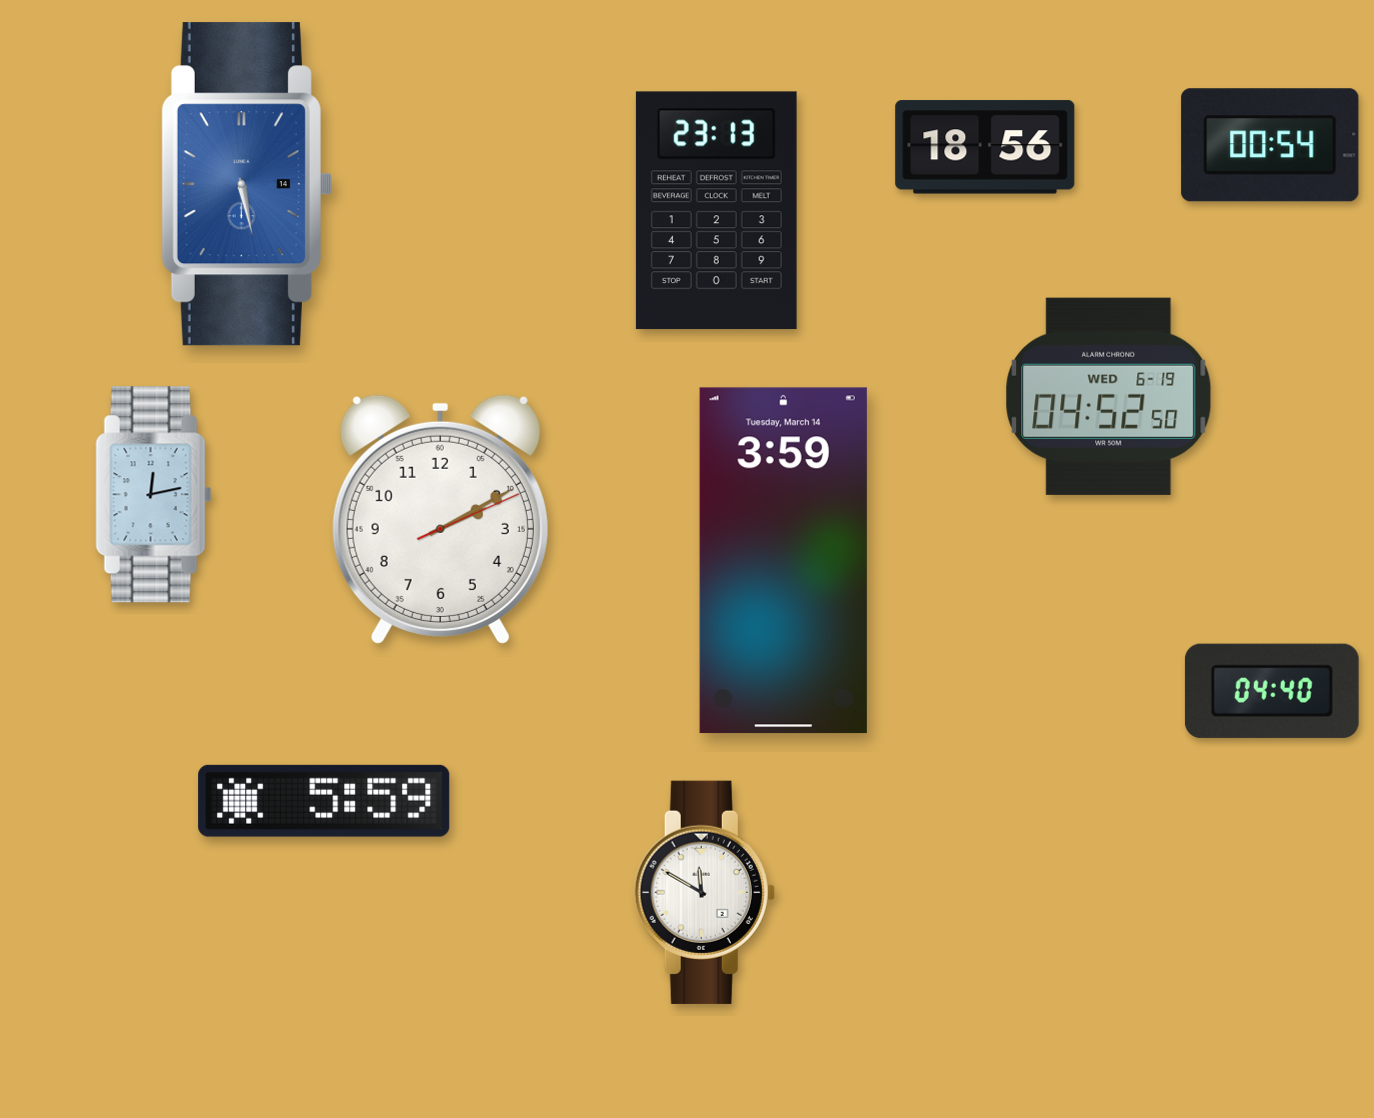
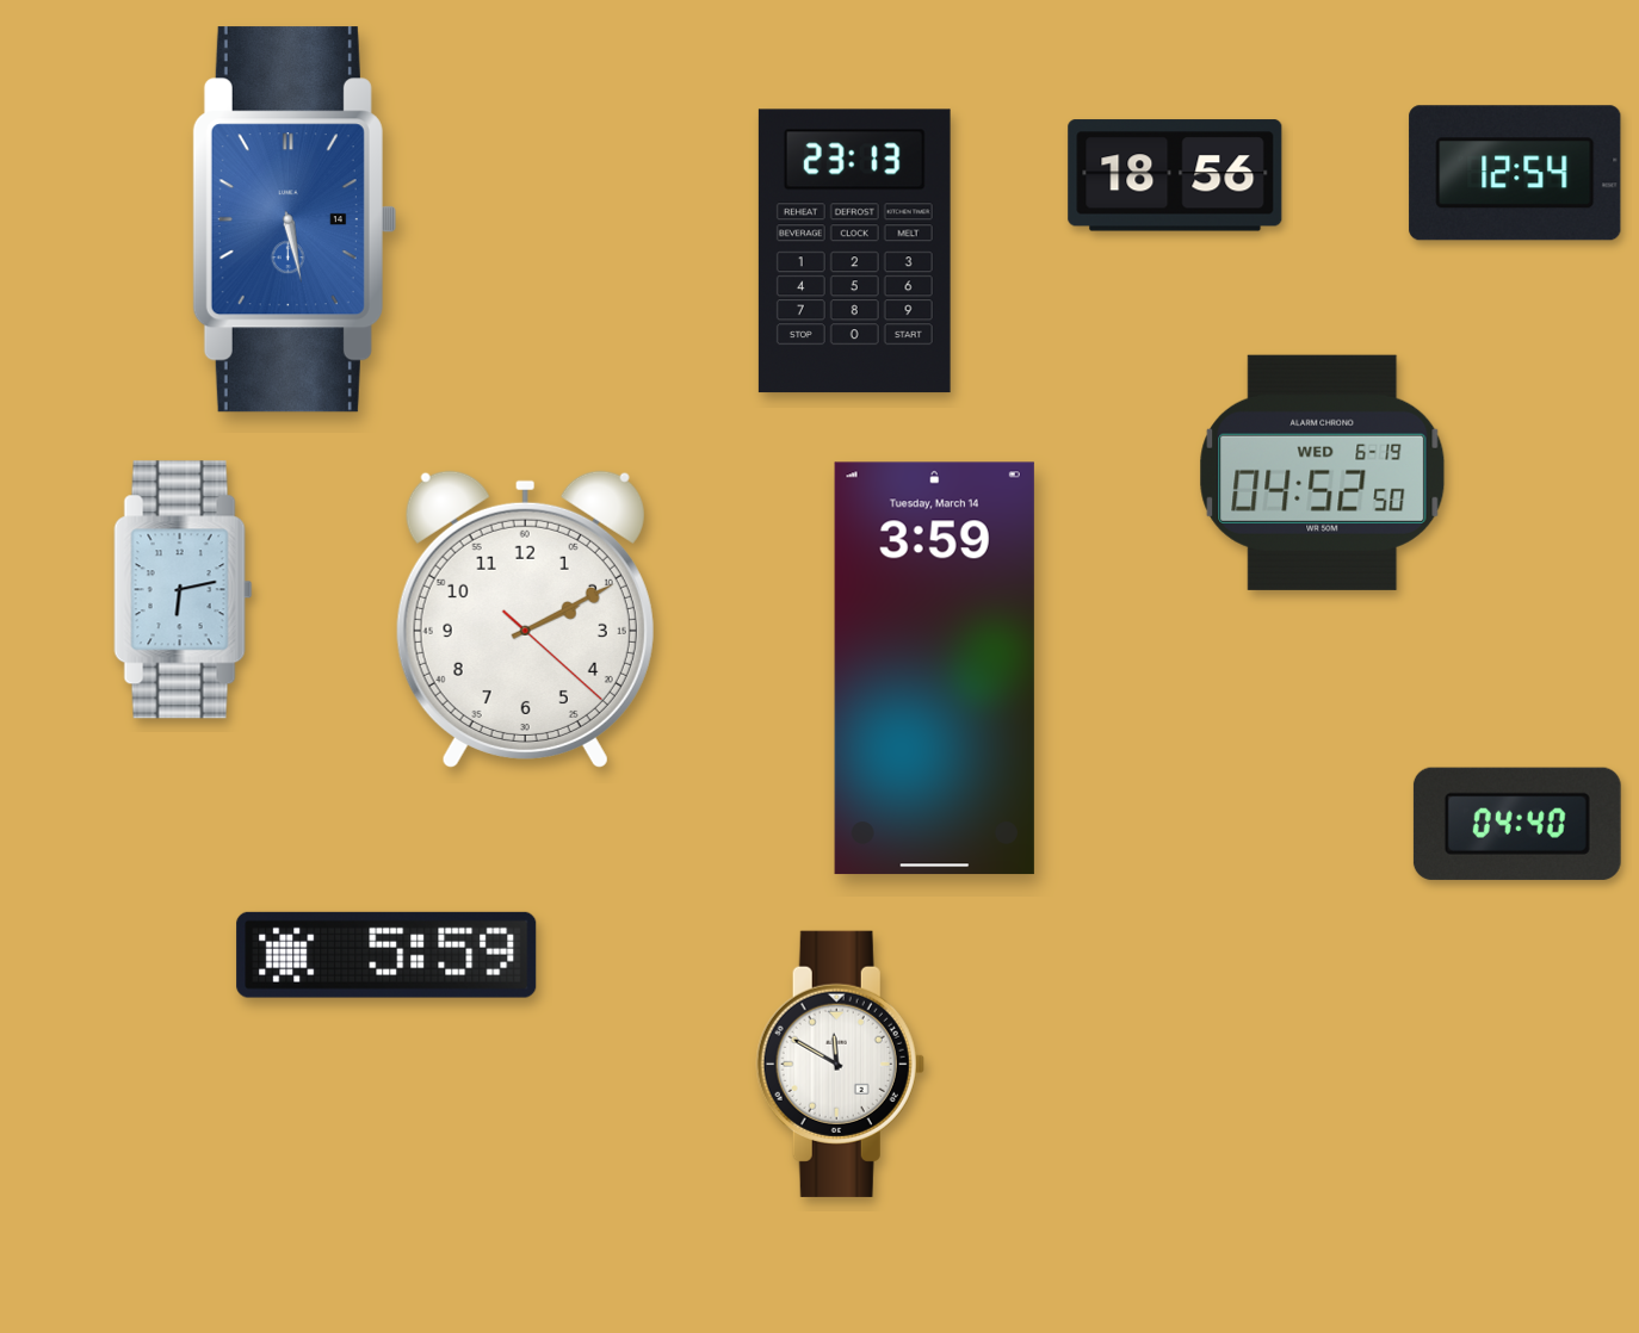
clock at (1270, 145): 00:54 -> 12:54
clock at (154, 495): 12:13 -> 6:13
clock at (440, 519): 2:10:11 -> 2:10:22
